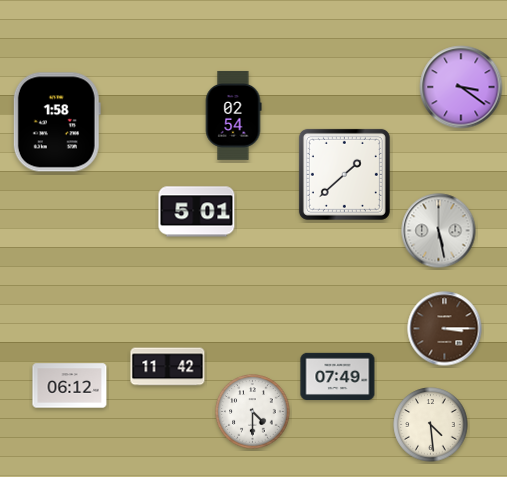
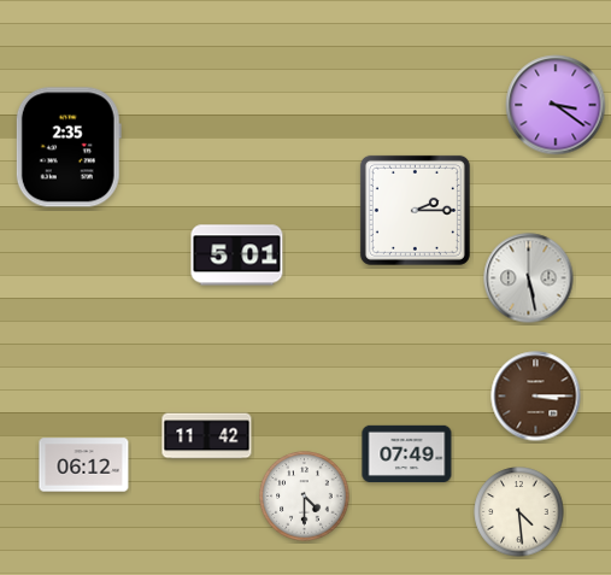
clock at (233, 115): 02:54 -> none
clock at (57, 122): 1:58 -> 2:35
clock at (344, 174): 1:38 -> 2:15
clock at (168, 367) position: (168, 367) -> (207, 436)
